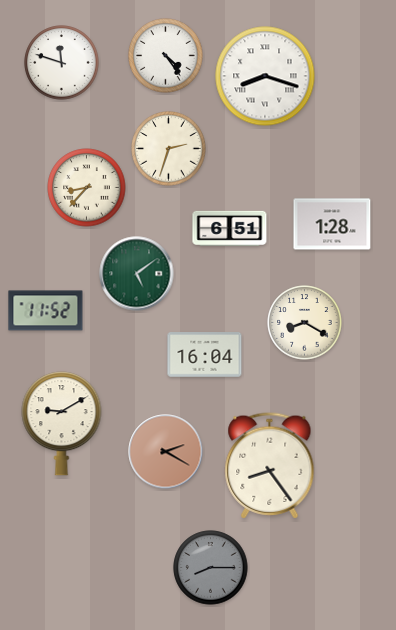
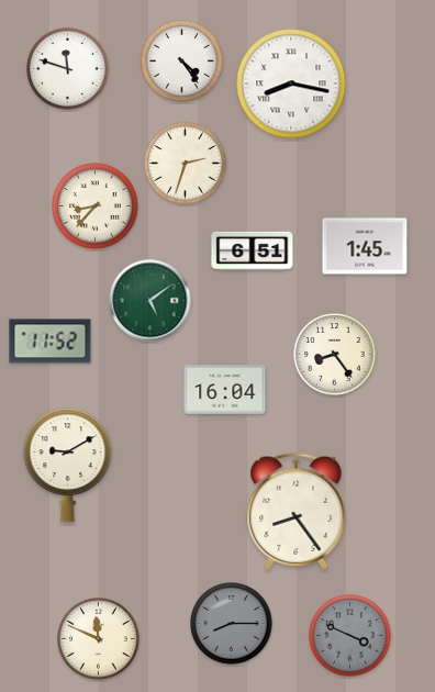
clock at (265, 76): 8:18 -> 8:17
clock at (332, 224): 1:28 -> 1:45
clock at (305, 323): 8:20 -> 8:24
clock at (166, 452): 2:20 -> none
clock at (350, 636): none -> 3:49
clock at (99, 639): none -> 11:49
